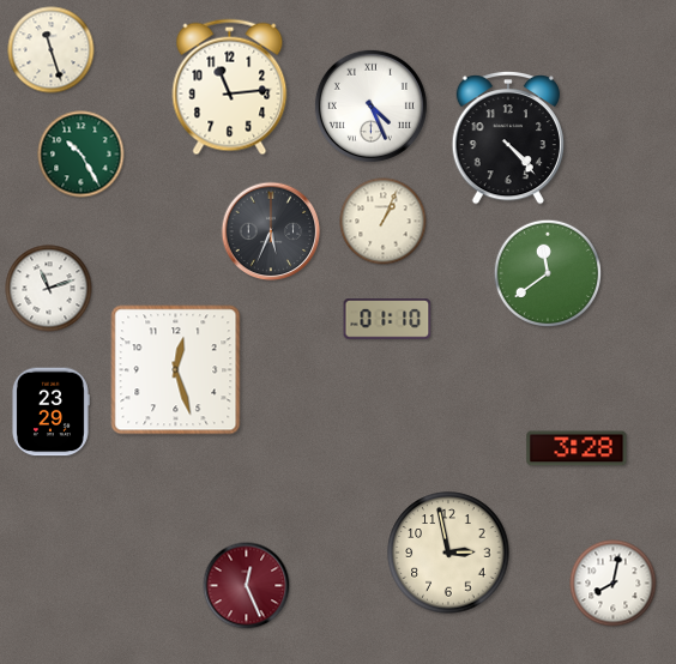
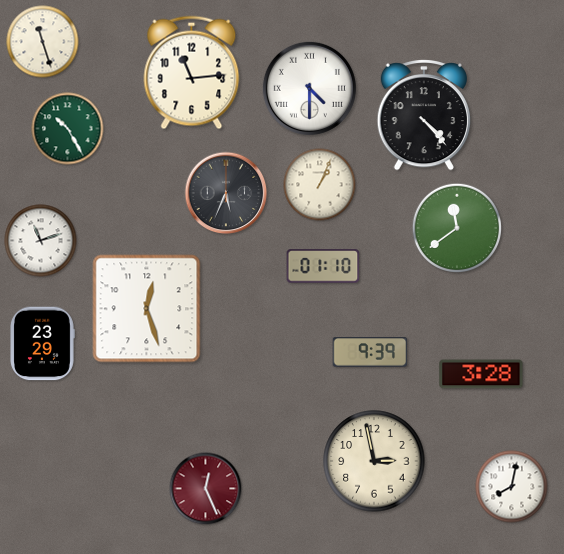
clock at (370, 105): 4:26 -> 4:30
clock at (370, 352): none -> 9:39
